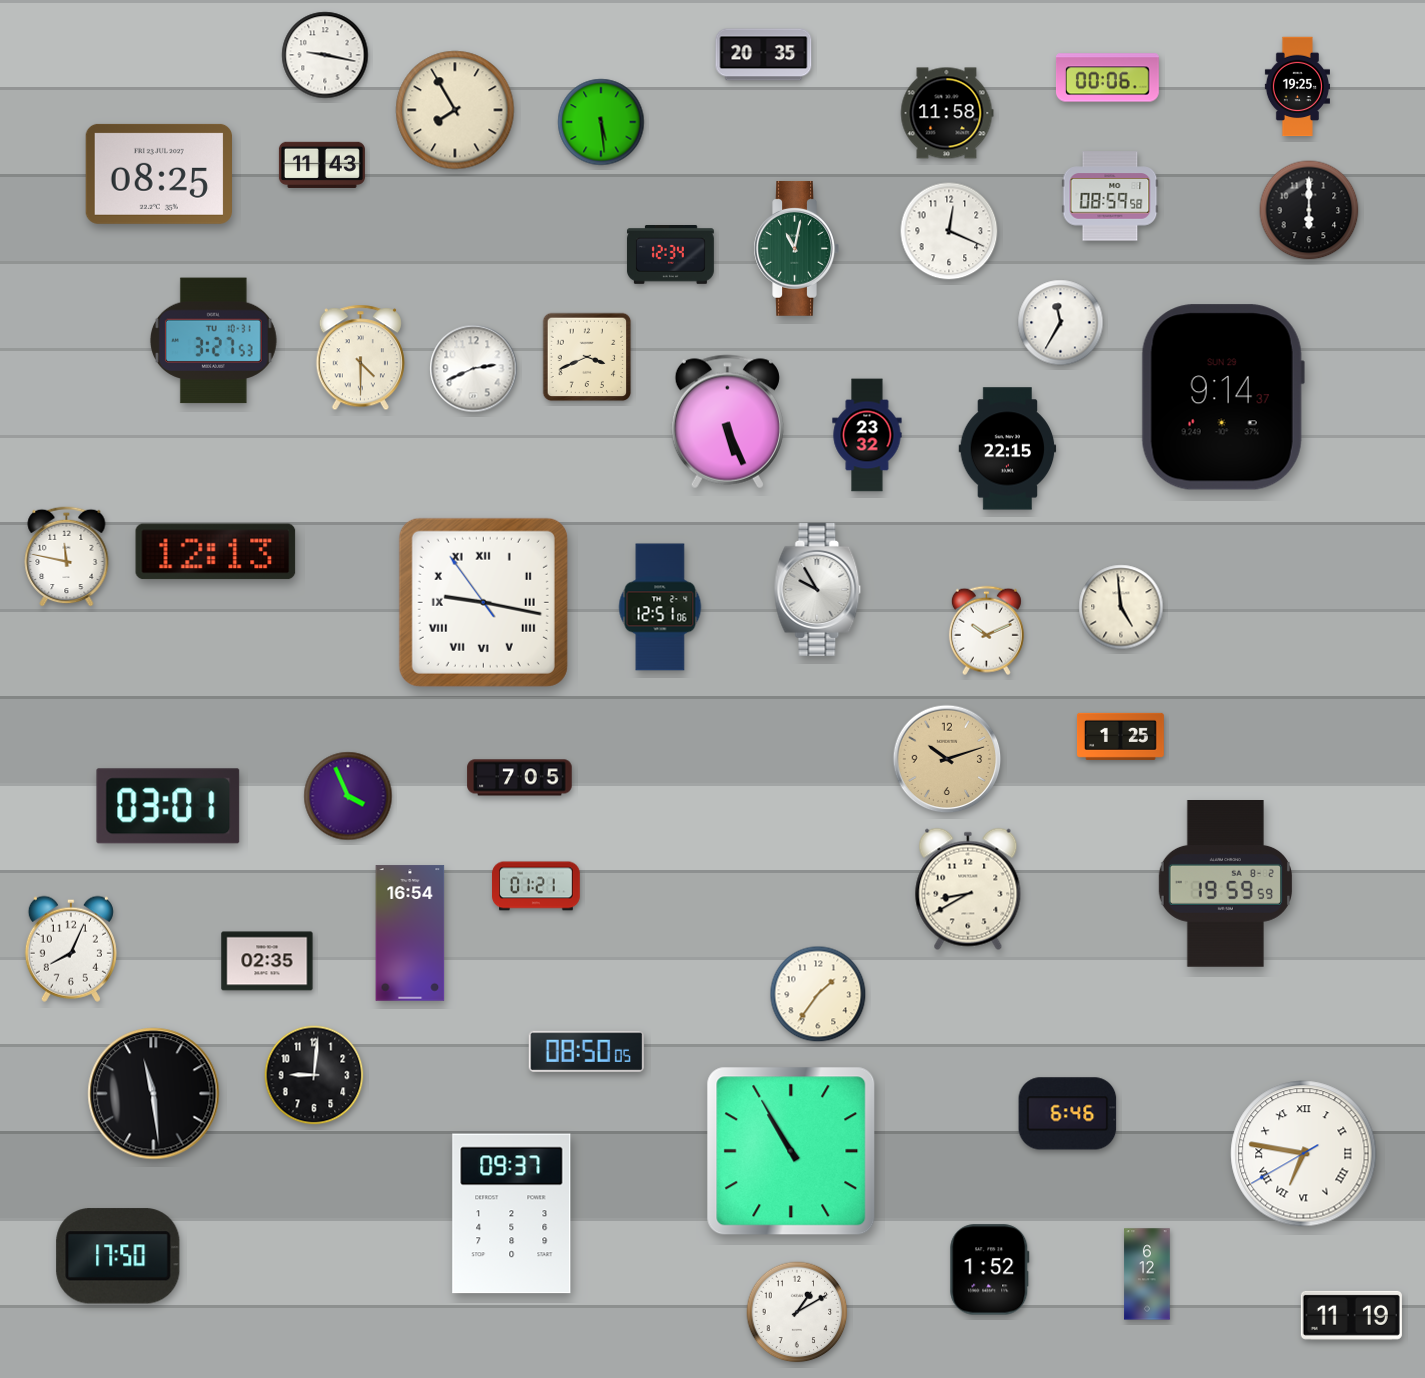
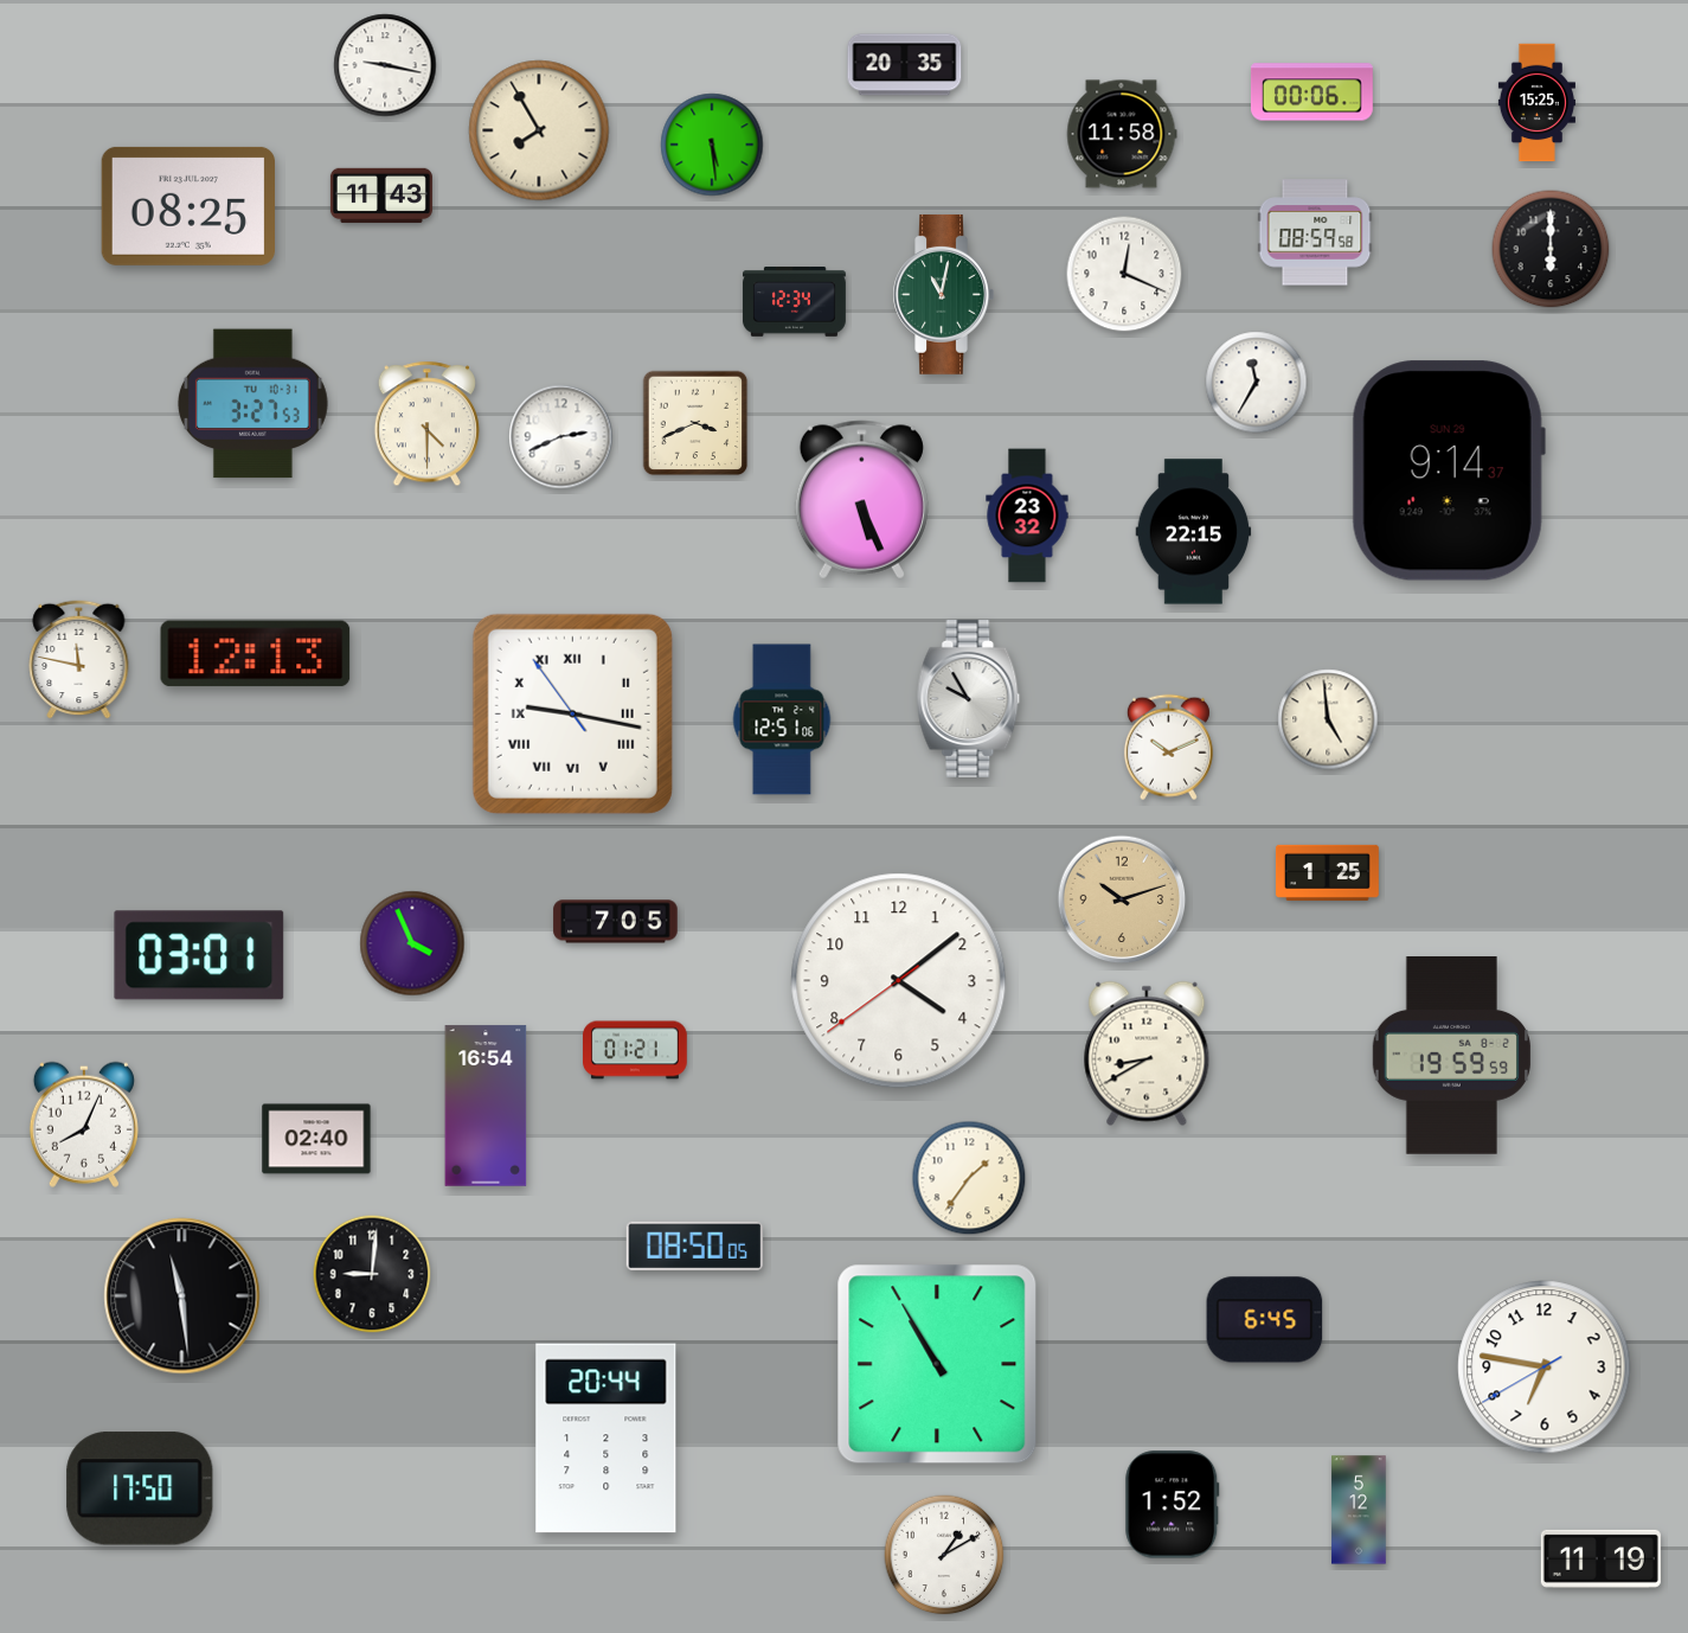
clock at (1297, 87): 19:25 -> 15:25
clock at (899, 981): none -> 4:08
clock at (1225, 884) position: (1225, 884) -> (1451, 1056)
clock at (267, 961): 02:35 -> 02:40
clock at (1068, 1114): 6:46 -> 6:45
clock at (1304, 1154) numerals: Roman -> Arabic
clock at (512, 1214): 09:37 -> 20:44
clock at (1147, 1274): 6:12 -> 5:12
